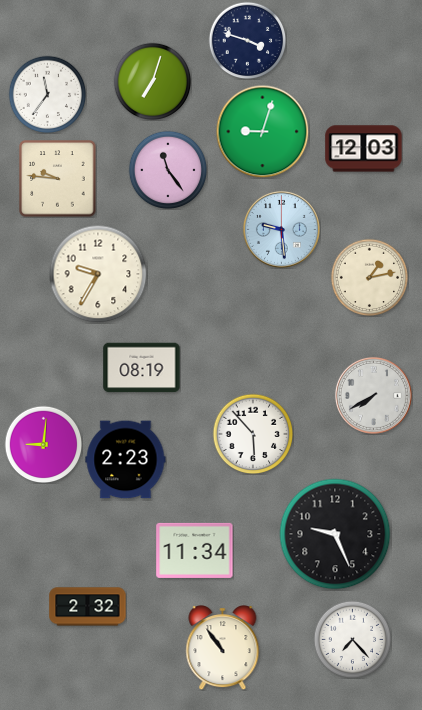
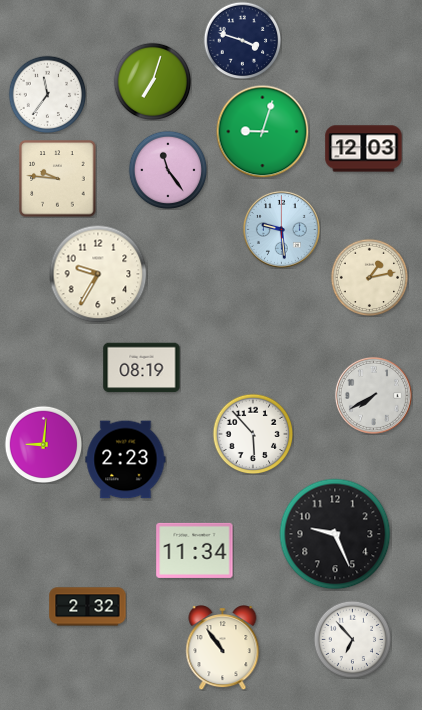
clock at (247, 40) position: (247, 40) -> (242, 40)
clock at (352, 639): 7:23 -> 6:53
